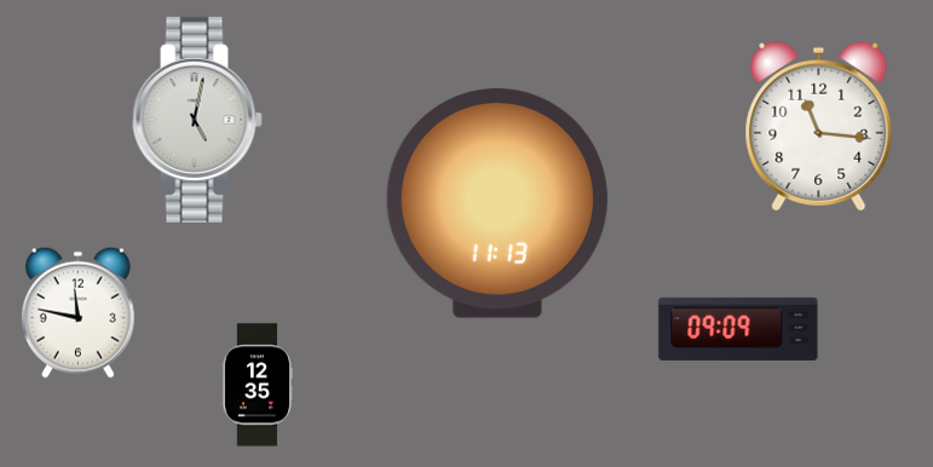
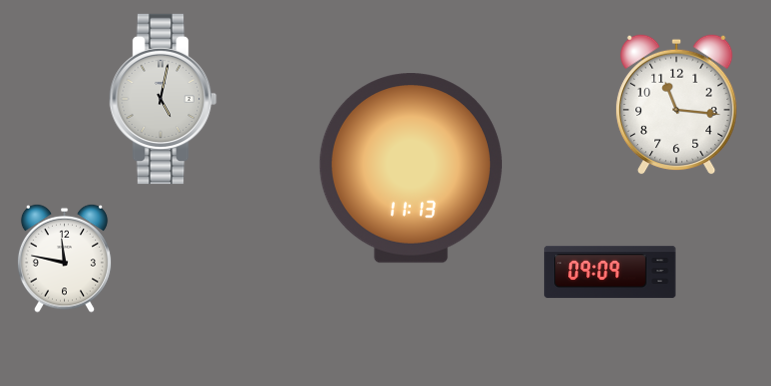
clock at (257, 385): 12:35 -> none
